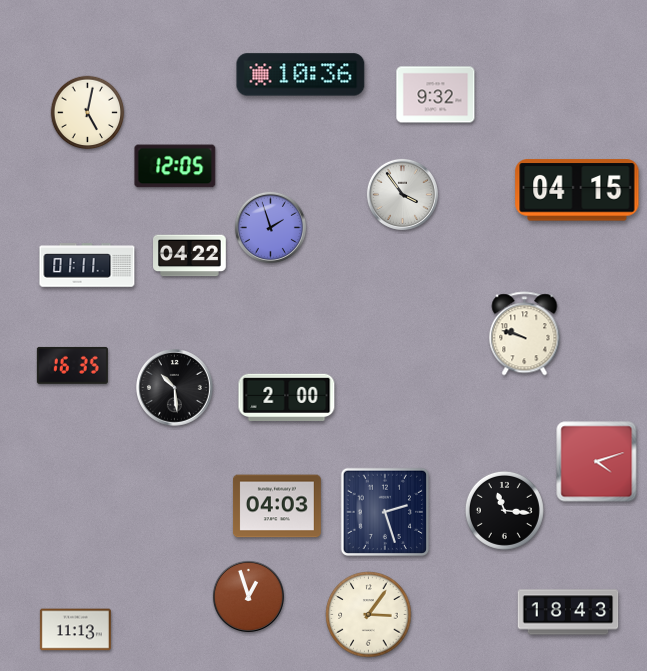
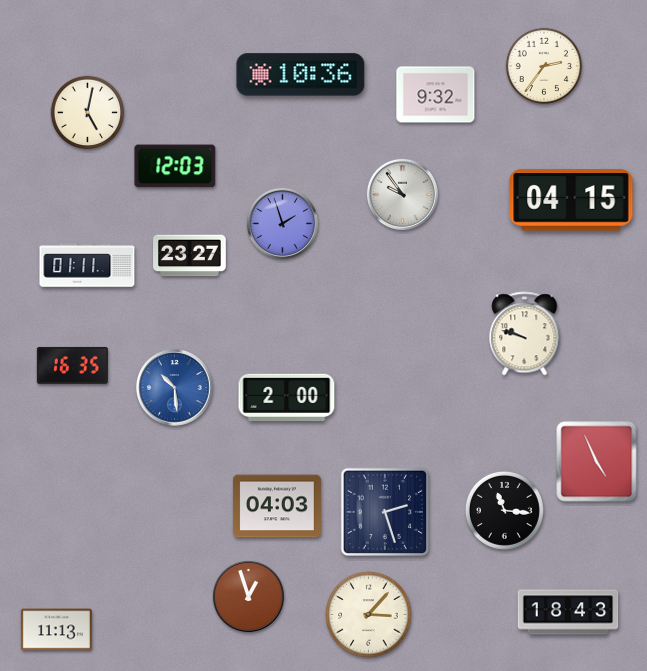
clock at (543, 65): none -> 2:36
clock at (175, 166): 12:05 -> 12:03
clock at (577, 190) position: (577, 190) -> (571, 200)
clock at (402, 194): 3:54 -> 9:54
clock at (270, 227) position: (270, 227) -> (282, 223)
clock at (190, 256): 04:22 -> 23:27
clock at (175, 388) dial: black -> blue
clock at (597, 462): 4:12 -> 4:56
clock at (369, 615): 3:06 -> 3:07
clock at (75, 630) position: (75, 630) -> (56, 630)
